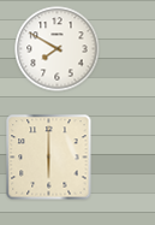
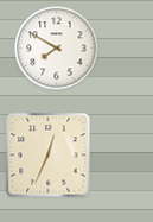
clock at (49, 158): 6:00 -> 12:34
